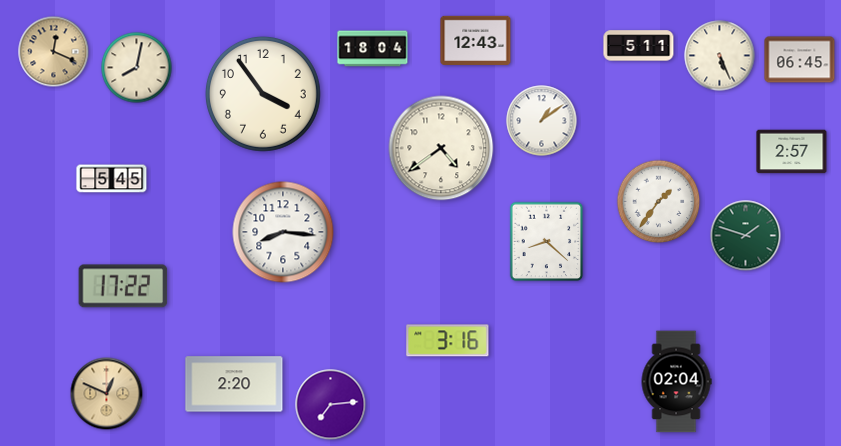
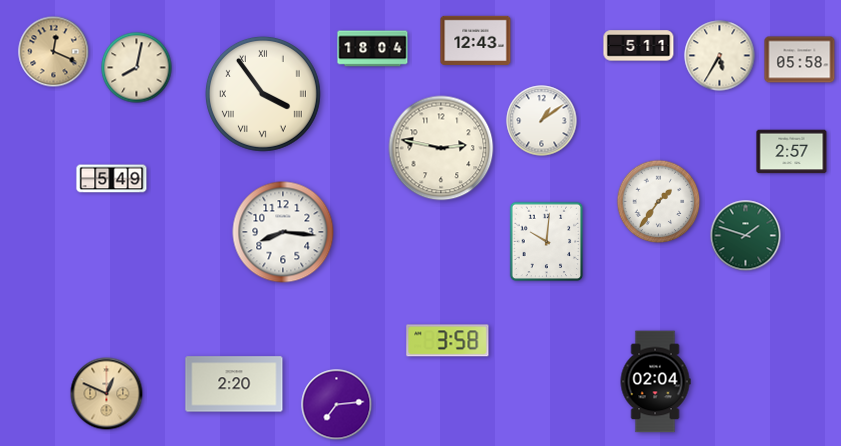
clock at (720, 56): 5:26 -> 5:35
clock at (800, 60): 06:45 -> 05:58
clock at (263, 94) numerals: Arabic -> Roman
clock at (441, 148): 4:39 -> 2:47
clock at (112, 179): 5:45 -> 5:49
clock at (547, 242): 8:22 -> 10:01
clock at (123, 286): 17:22 -> none
clock at (448, 341): 3:16 -> 3:58
clock at (676, 382) position: (676, 382) -> (655, 382)
clock at (331, 405) position: (331, 405) -> (337, 405)
